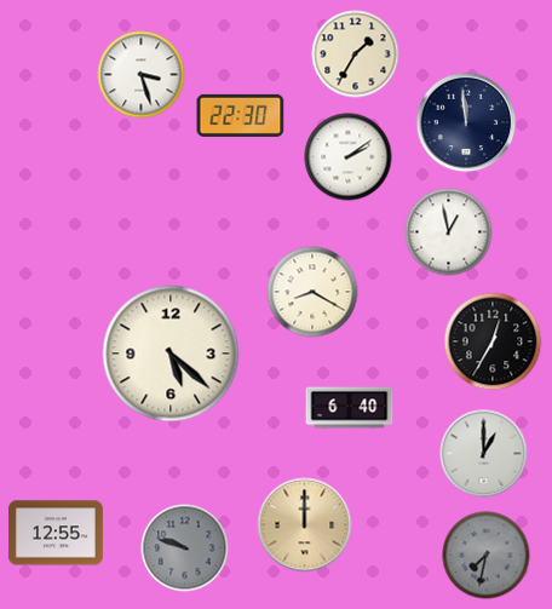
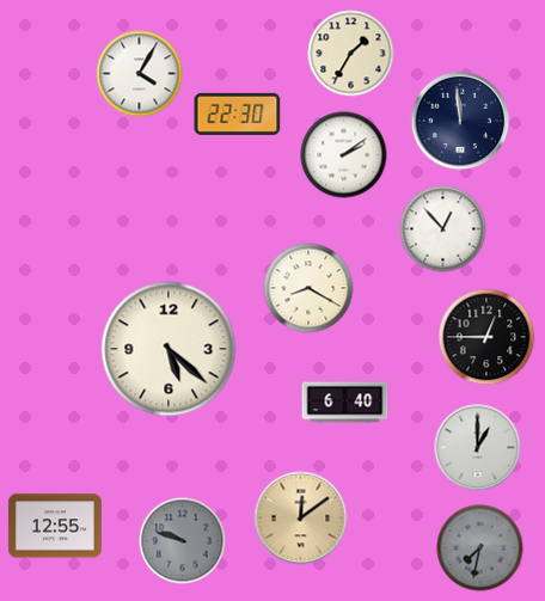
clock at (142, 75): 3:27 -> 4:05
clock at (449, 232): 12:58 -> 12:53
clock at (493, 341): 12:35 -> 12:45
clock at (305, 525): 12:00 -> 12:09
